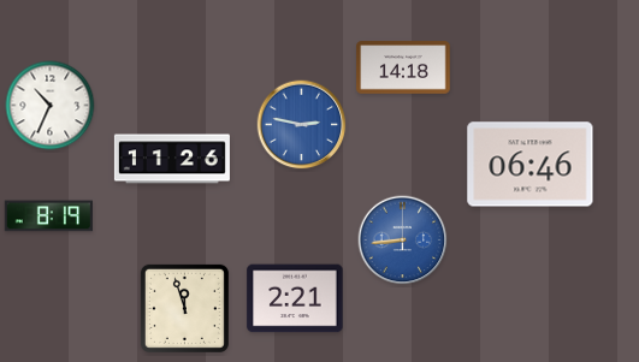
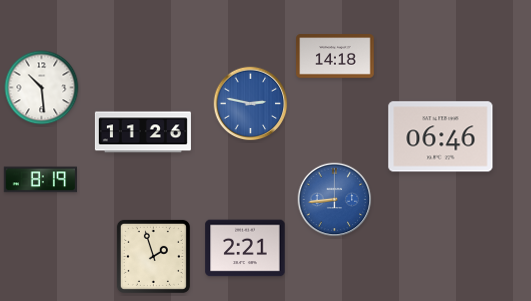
clock at (51, 106): 10:34 -> 10:29
clock at (184, 308): 11:57 -> 1:57
